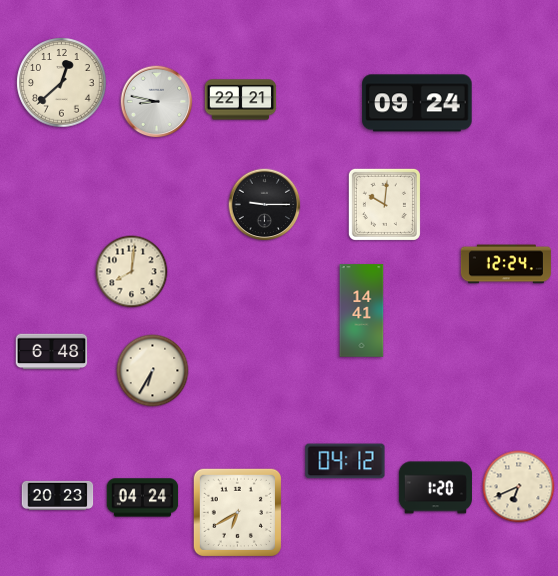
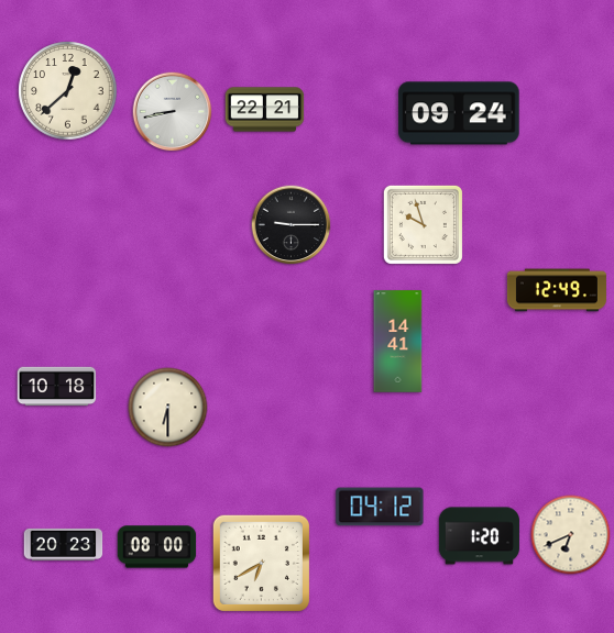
clock at (157, 102): 8:47 -> 8:43
clock at (384, 204): 10:01 -> 9:57
clock at (506, 264): 12:24 -> 12:49
clock at (132, 272): 8:01 -> none
clock at (52, 352): 6:48 -> 10:18
clock at (153, 371): 6:35 -> 6:30
clock at (143, 498): 04:24 -> 08:00
